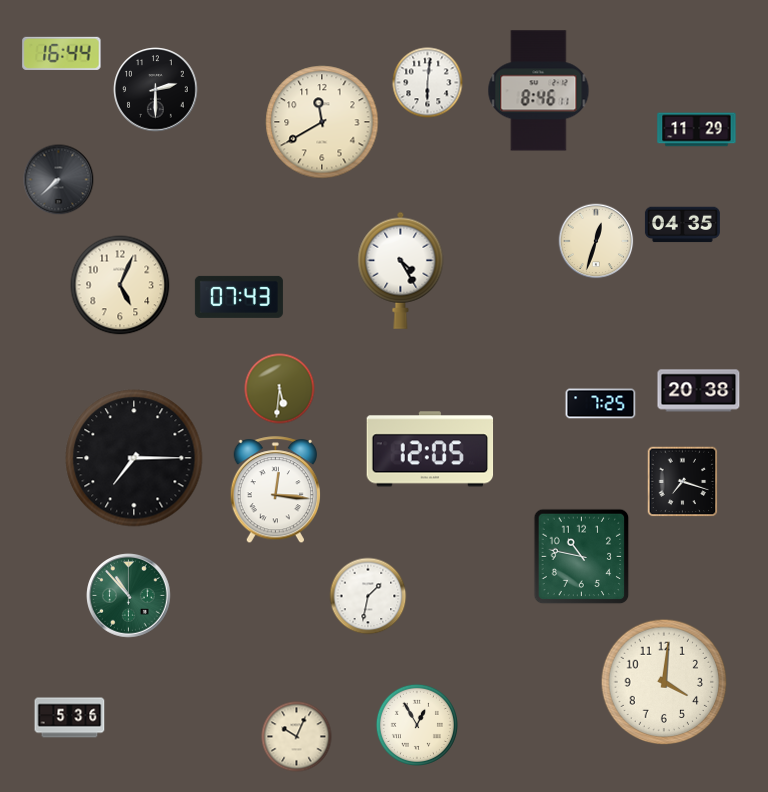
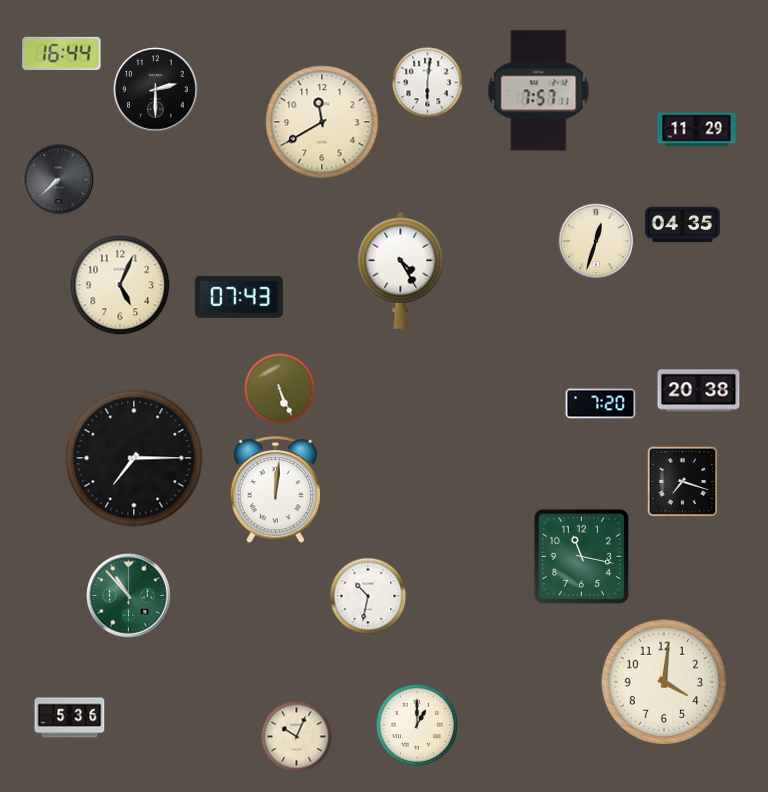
clock at (539, 91): 8:46 -> 7:57
clock at (280, 389): 5:31 -> 5:26
clock at (601, 404): 7:25 -> 7:20
clock at (430, 449): 12:05 -> none
clock at (275, 490): 12:16 -> 12:01
clock at (582, 557): 10:47 -> 11:17
clock at (368, 596): 1:32 -> 10:32
clock at (417, 725): 12:55 -> 1:00
